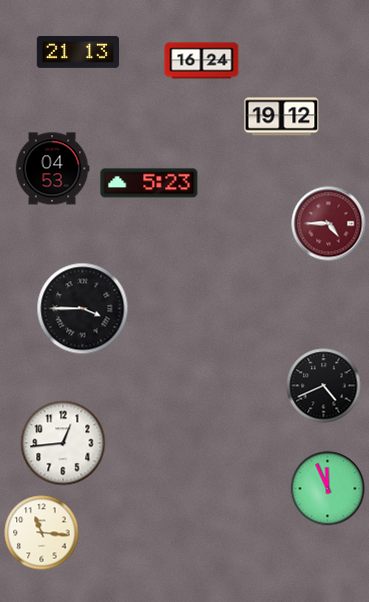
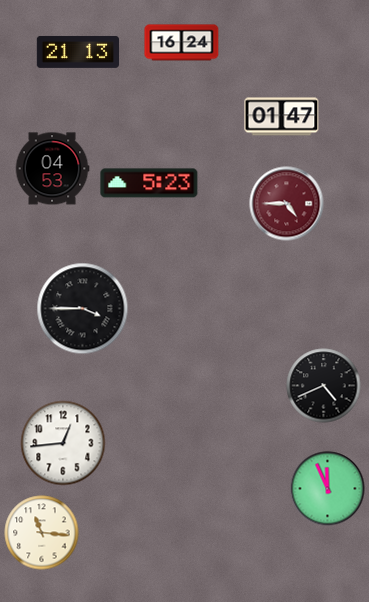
clock at (202, 61) position: (202, 61) -> (182, 43)
clock at (282, 117): 19:12 -> 01:47
clock at (329, 224) position: (329, 224) -> (287, 204)
